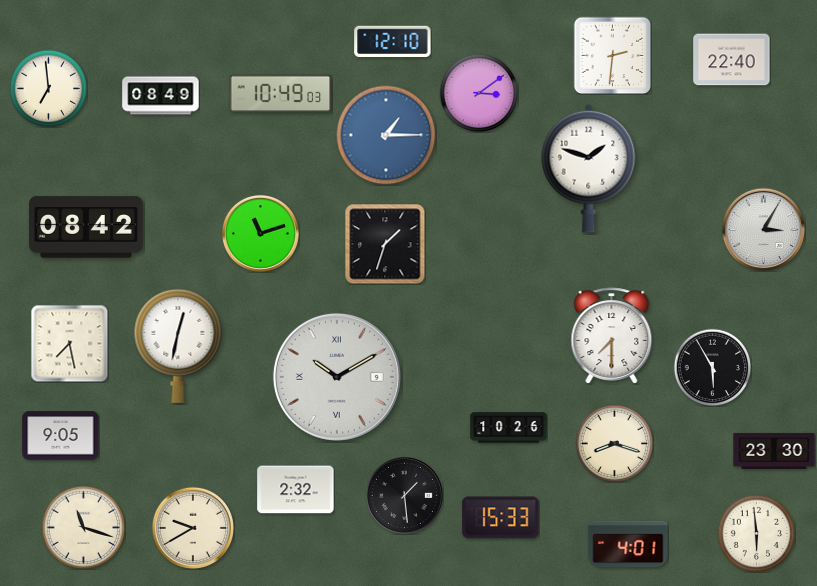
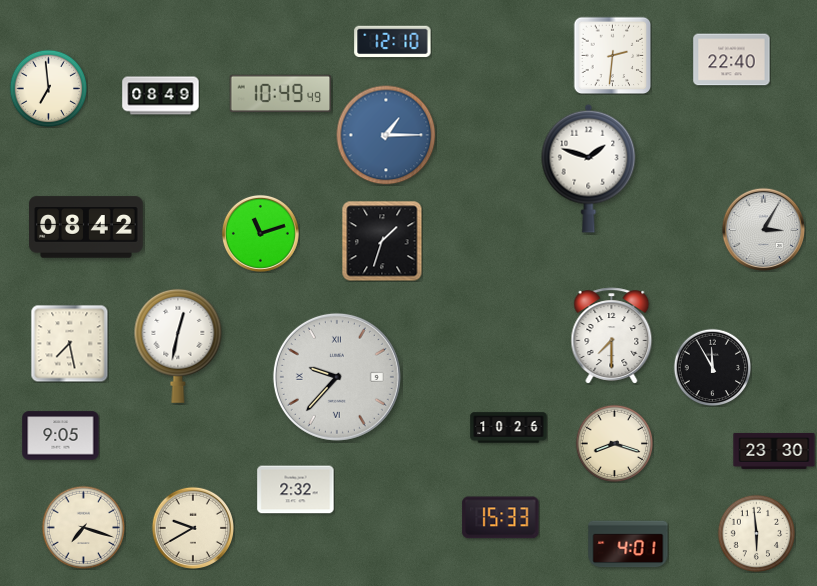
clock at (479, 93): 3:09 -> none
clock at (281, 94): 10:49:03 -> 10:49:49
clock at (385, 244) position: (385, 244) -> (382, 241)
clock at (712, 367): 5:55 -> 11:55
clock at (337, 377): 10:10 -> 9:37
clock at (404, 495): 1:29 -> none
clock at (83, 527): 11:18 -> 7:18
